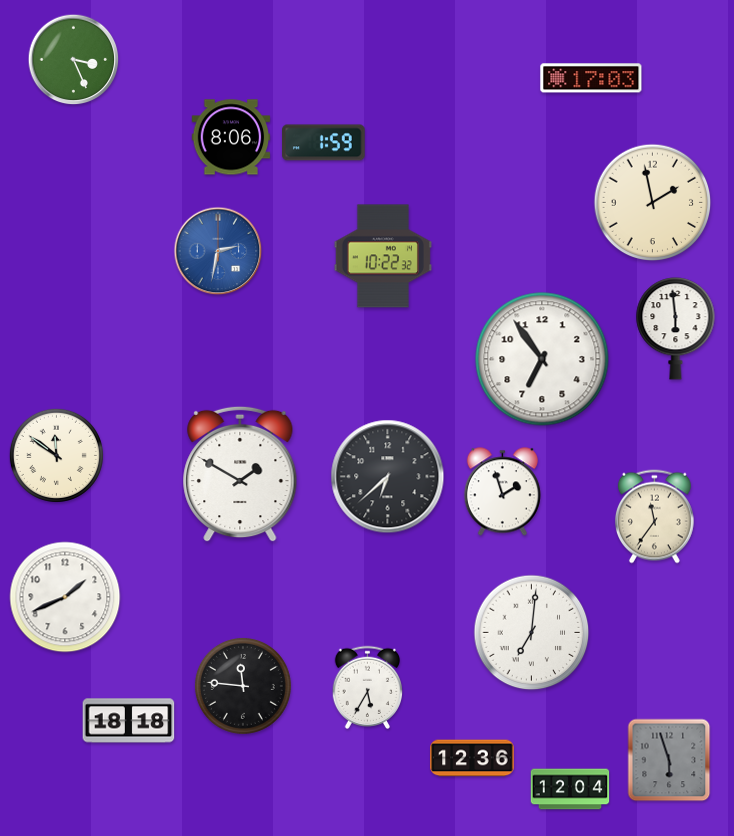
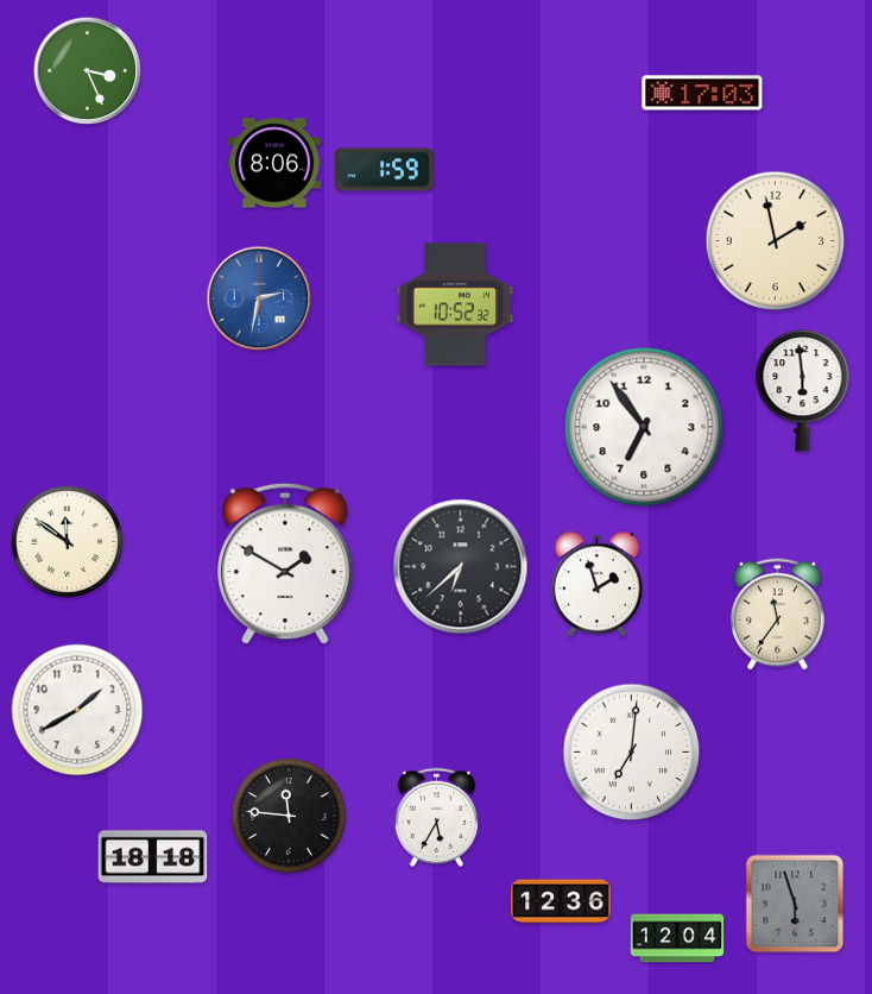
clock at (383, 256): 10:22 -> 10:52
clock at (65, 597): 1:41 -> 1:40
